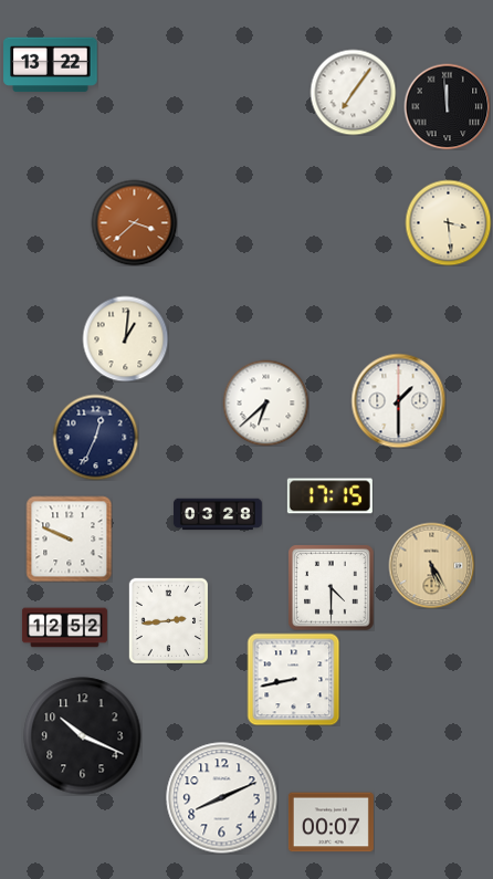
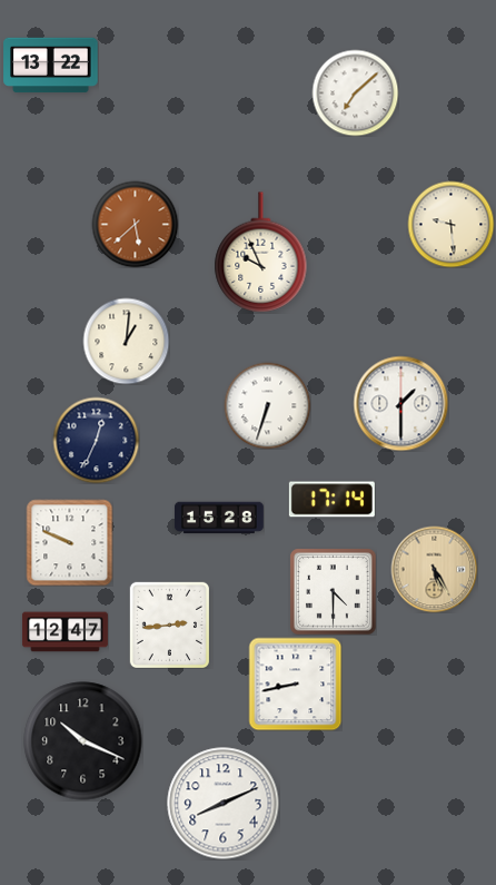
clock at (353, 92): 7:06 -> 7:08
clock at (447, 106): 11:59 -> none
clock at (134, 222): 3:38 -> 5:38
clock at (448, 222): 3:29 -> 9:29
clock at (261, 253): none -> 9:56
clock at (265, 402): 6:38 -> 6:33
clock at (329, 496): 17:15 -> 17:14
clock at (218, 514): 03:28 -> 15:28
clock at (64, 628): 12:52 -> 12:47
clock at (331, 823): 00:07 -> none
